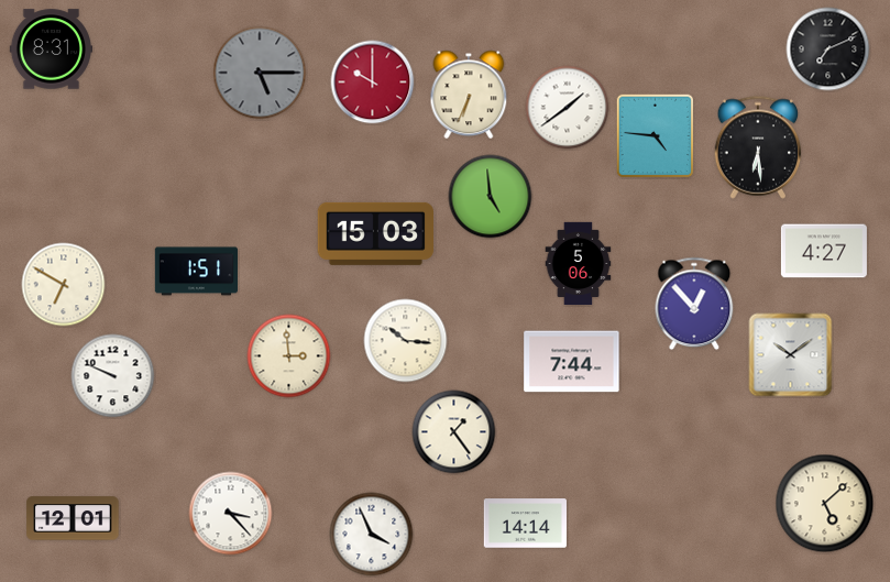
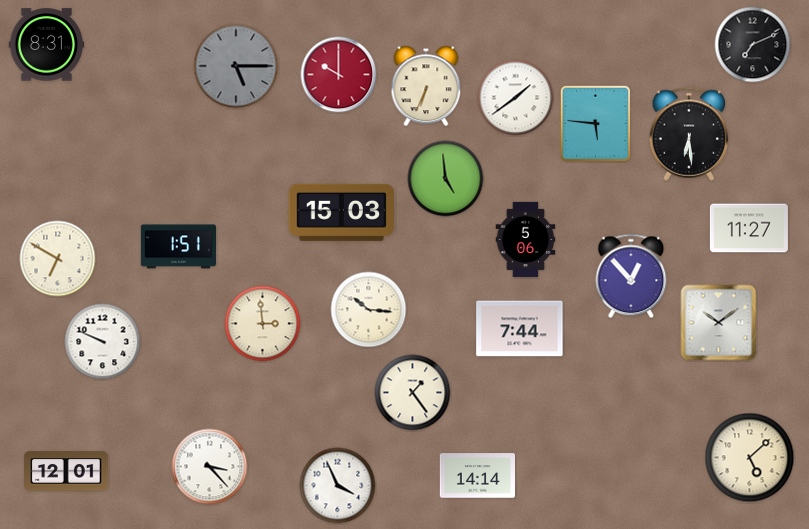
clock at (655, 136): 4:46 -> 5:46
clock at (824, 251): 4:27 -> 11:27
